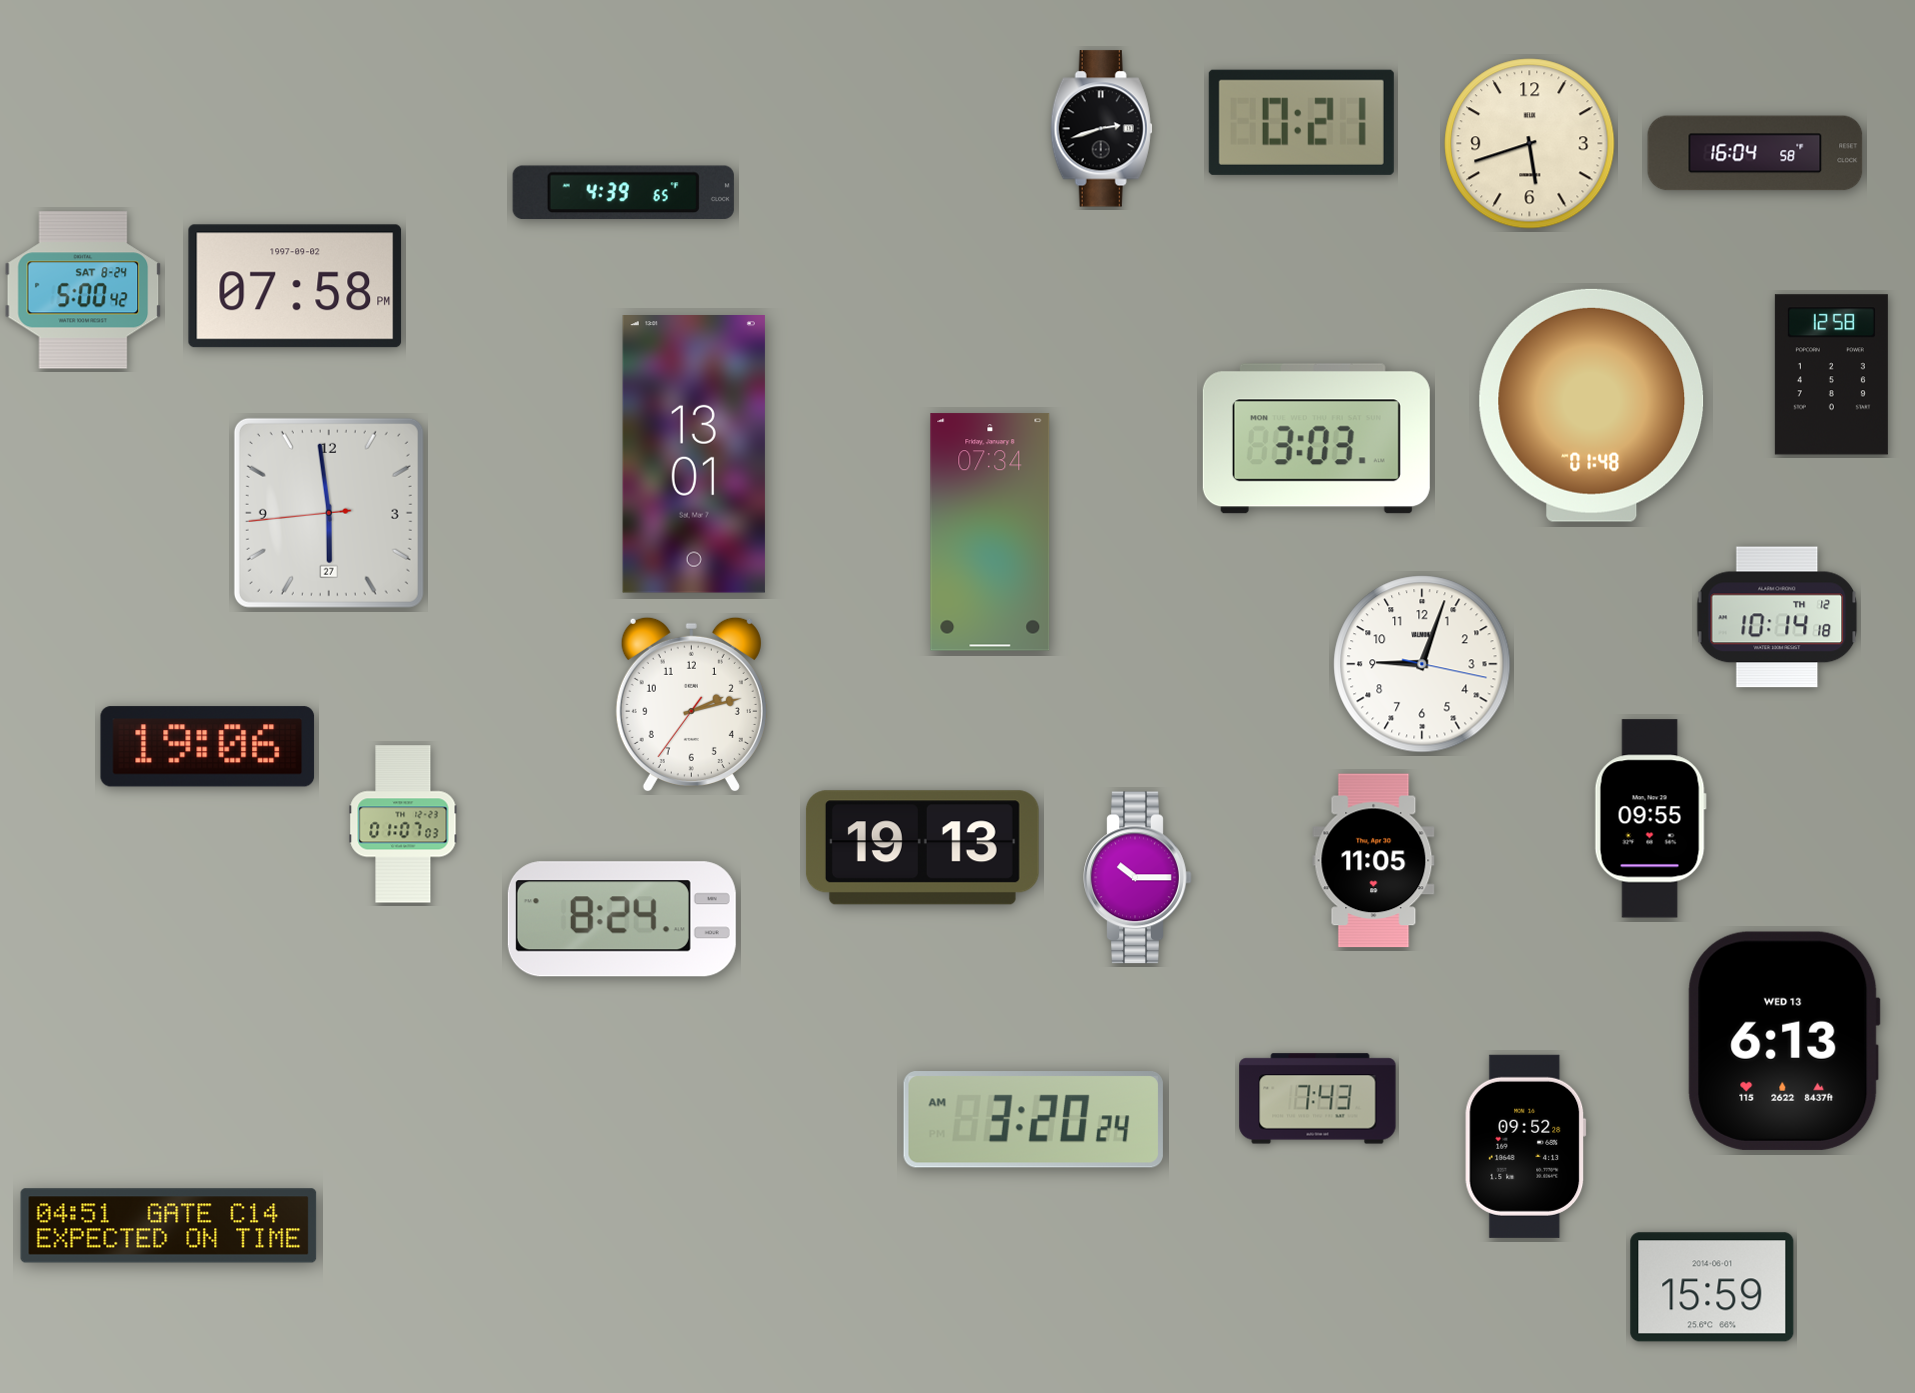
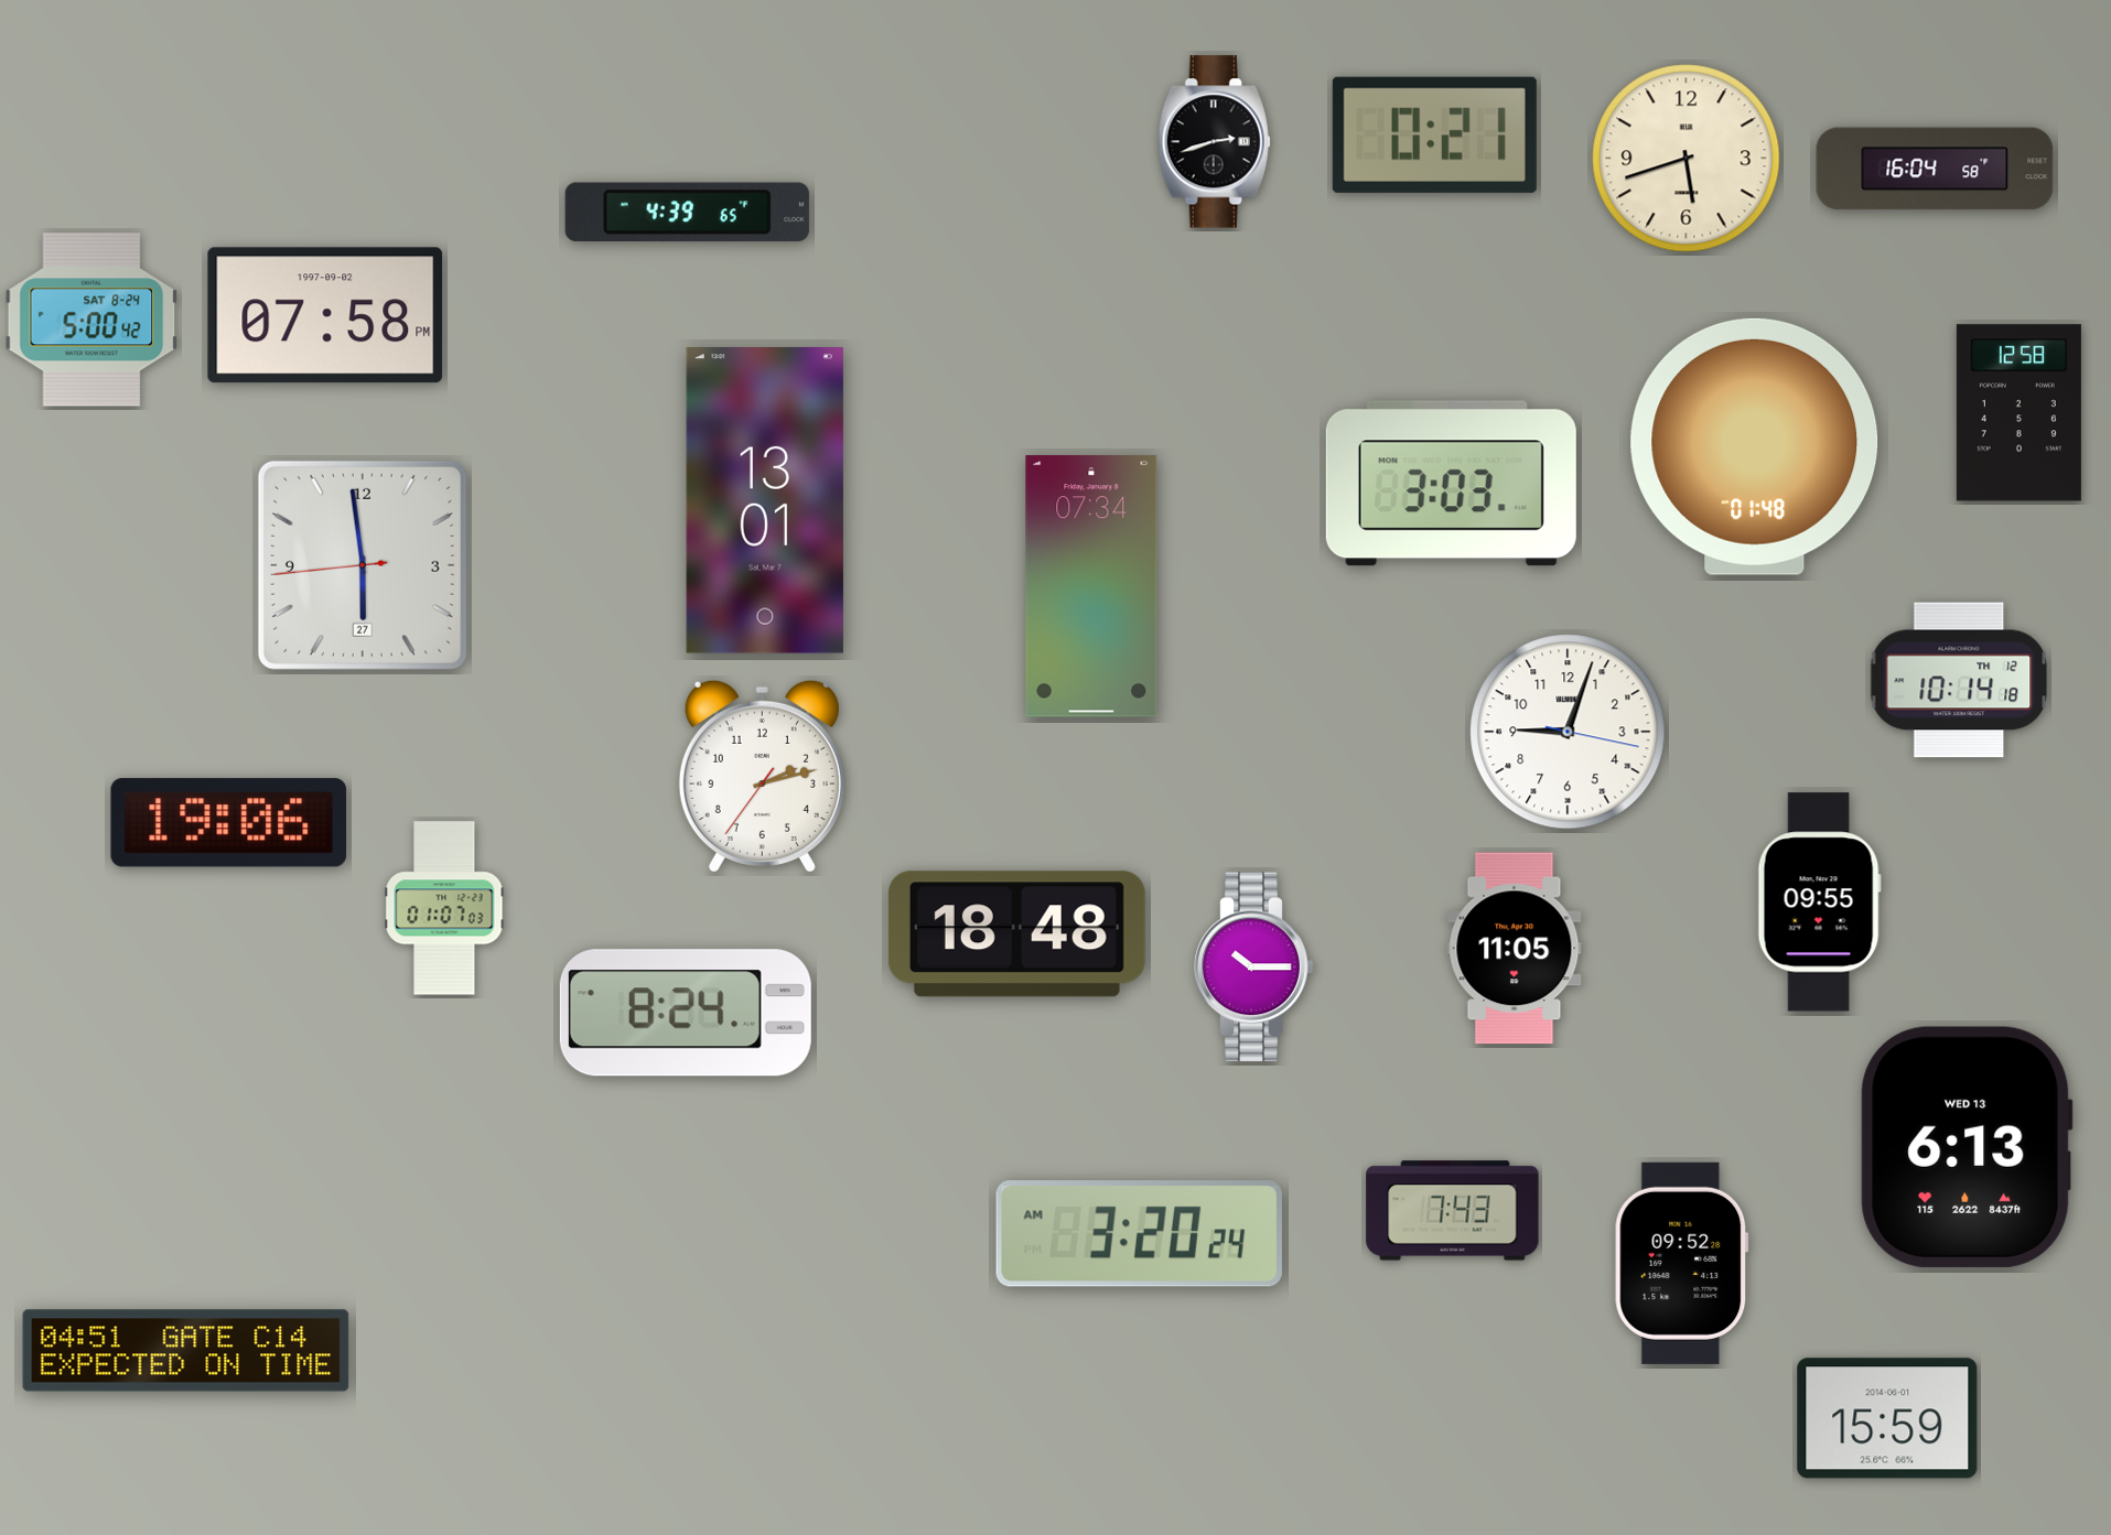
clock at (922, 848): 19:13 -> 18:48
